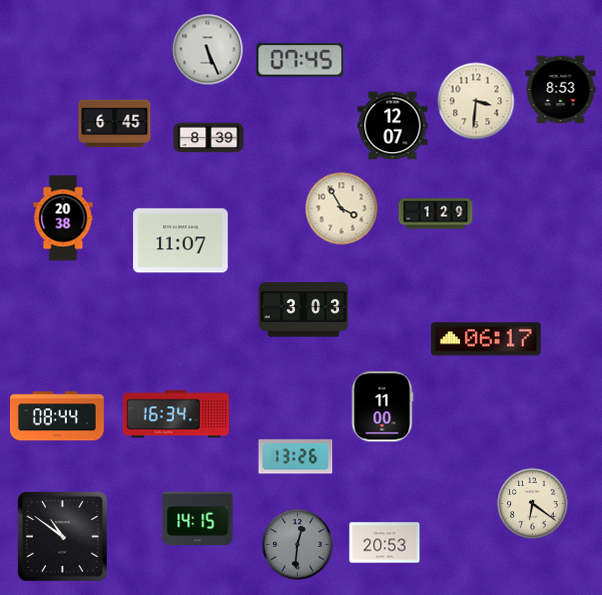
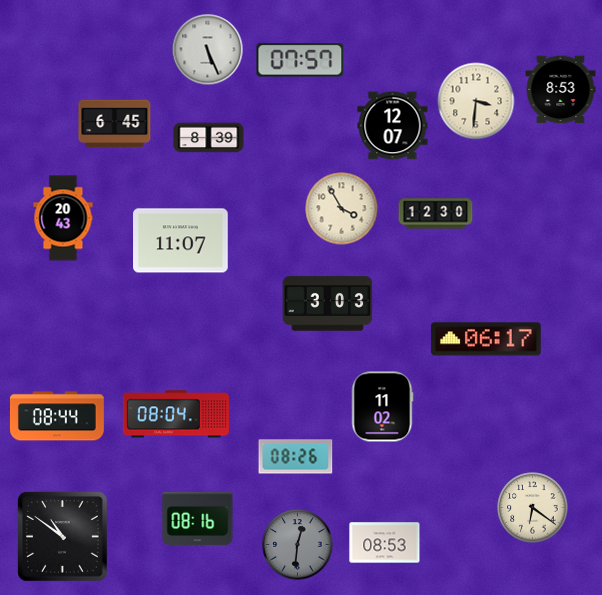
clock at (300, 60): 07:45 -> 07:57
clock at (436, 214): 1:29 -> 12:30
clock at (63, 218): 20:38 -> 20:43
clock at (304, 310) position: (304, 310) -> (328, 304)
clock at (382, 407): 11:00 -> 11:02
clock at (176, 414): 16:34 -> 08:04
clock at (296, 457): 13:26 -> 08:26
clock at (533, 504) position: (533, 504) -> (533, 508)
clock at (198, 519): 14:15 -> 08:16
clock at (385, 543): 20:53 -> 08:53
